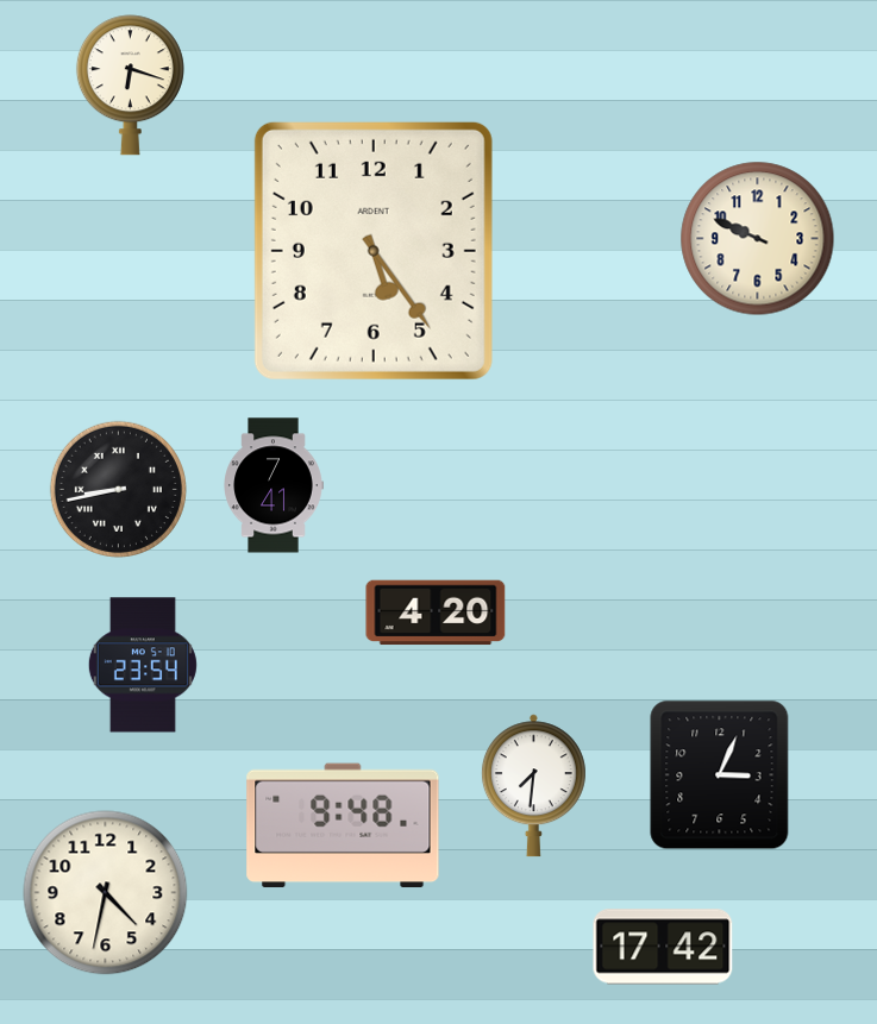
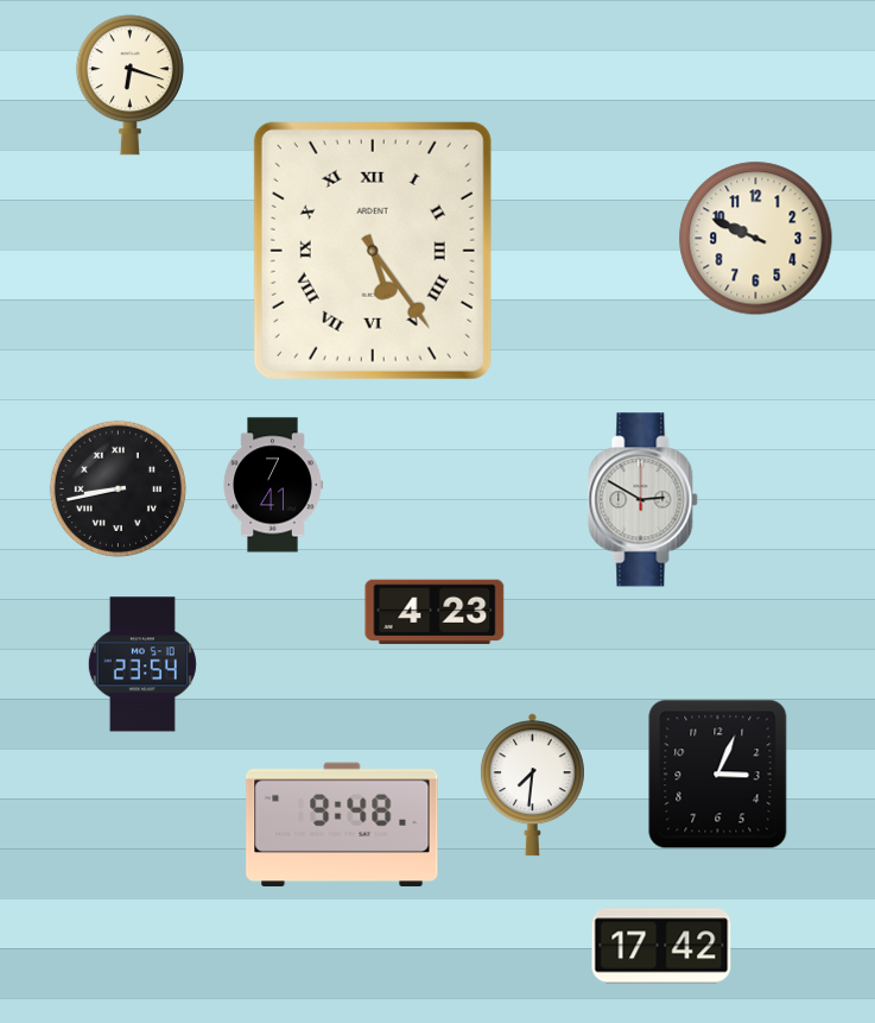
clock at (374, 251) numerals: Arabic -> Roman
clock at (643, 500): none -> 2:50
clock at (436, 612): 4:20 -> 4:23
clock at (106, 893): 4:32 -> none
